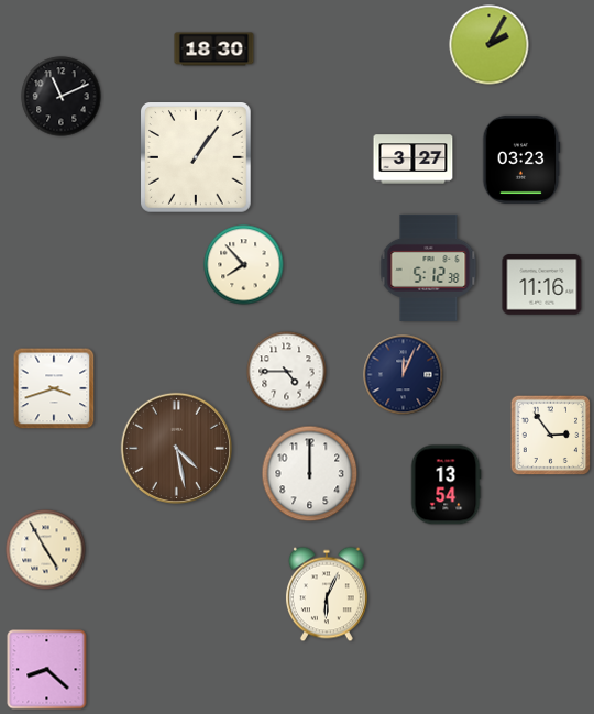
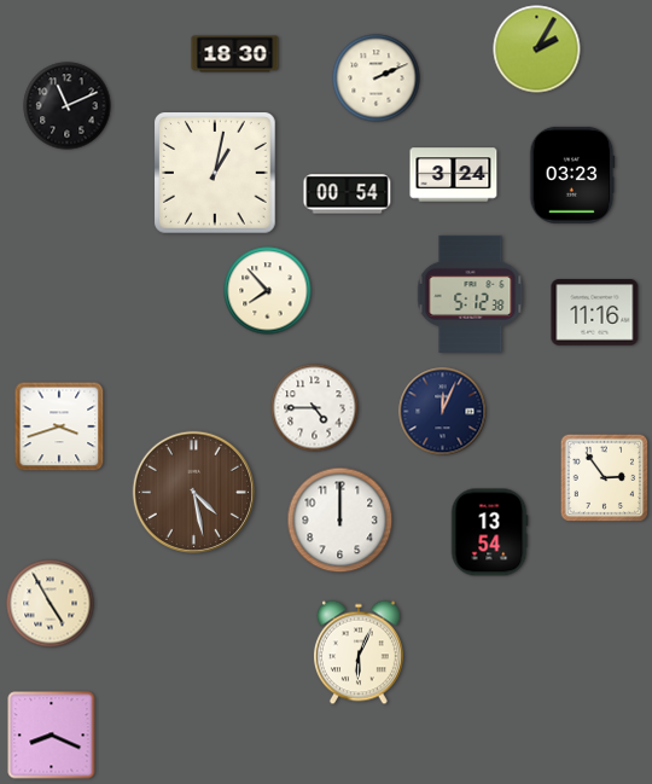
clock at (377, 79): none -> 2:11
clock at (197, 158): 1:06 -> 1:02
clock at (414, 160): 3:27 -> 3:24
clock at (348, 194): none -> 00:54
clock at (47, 670): 8:22 -> 8:19
